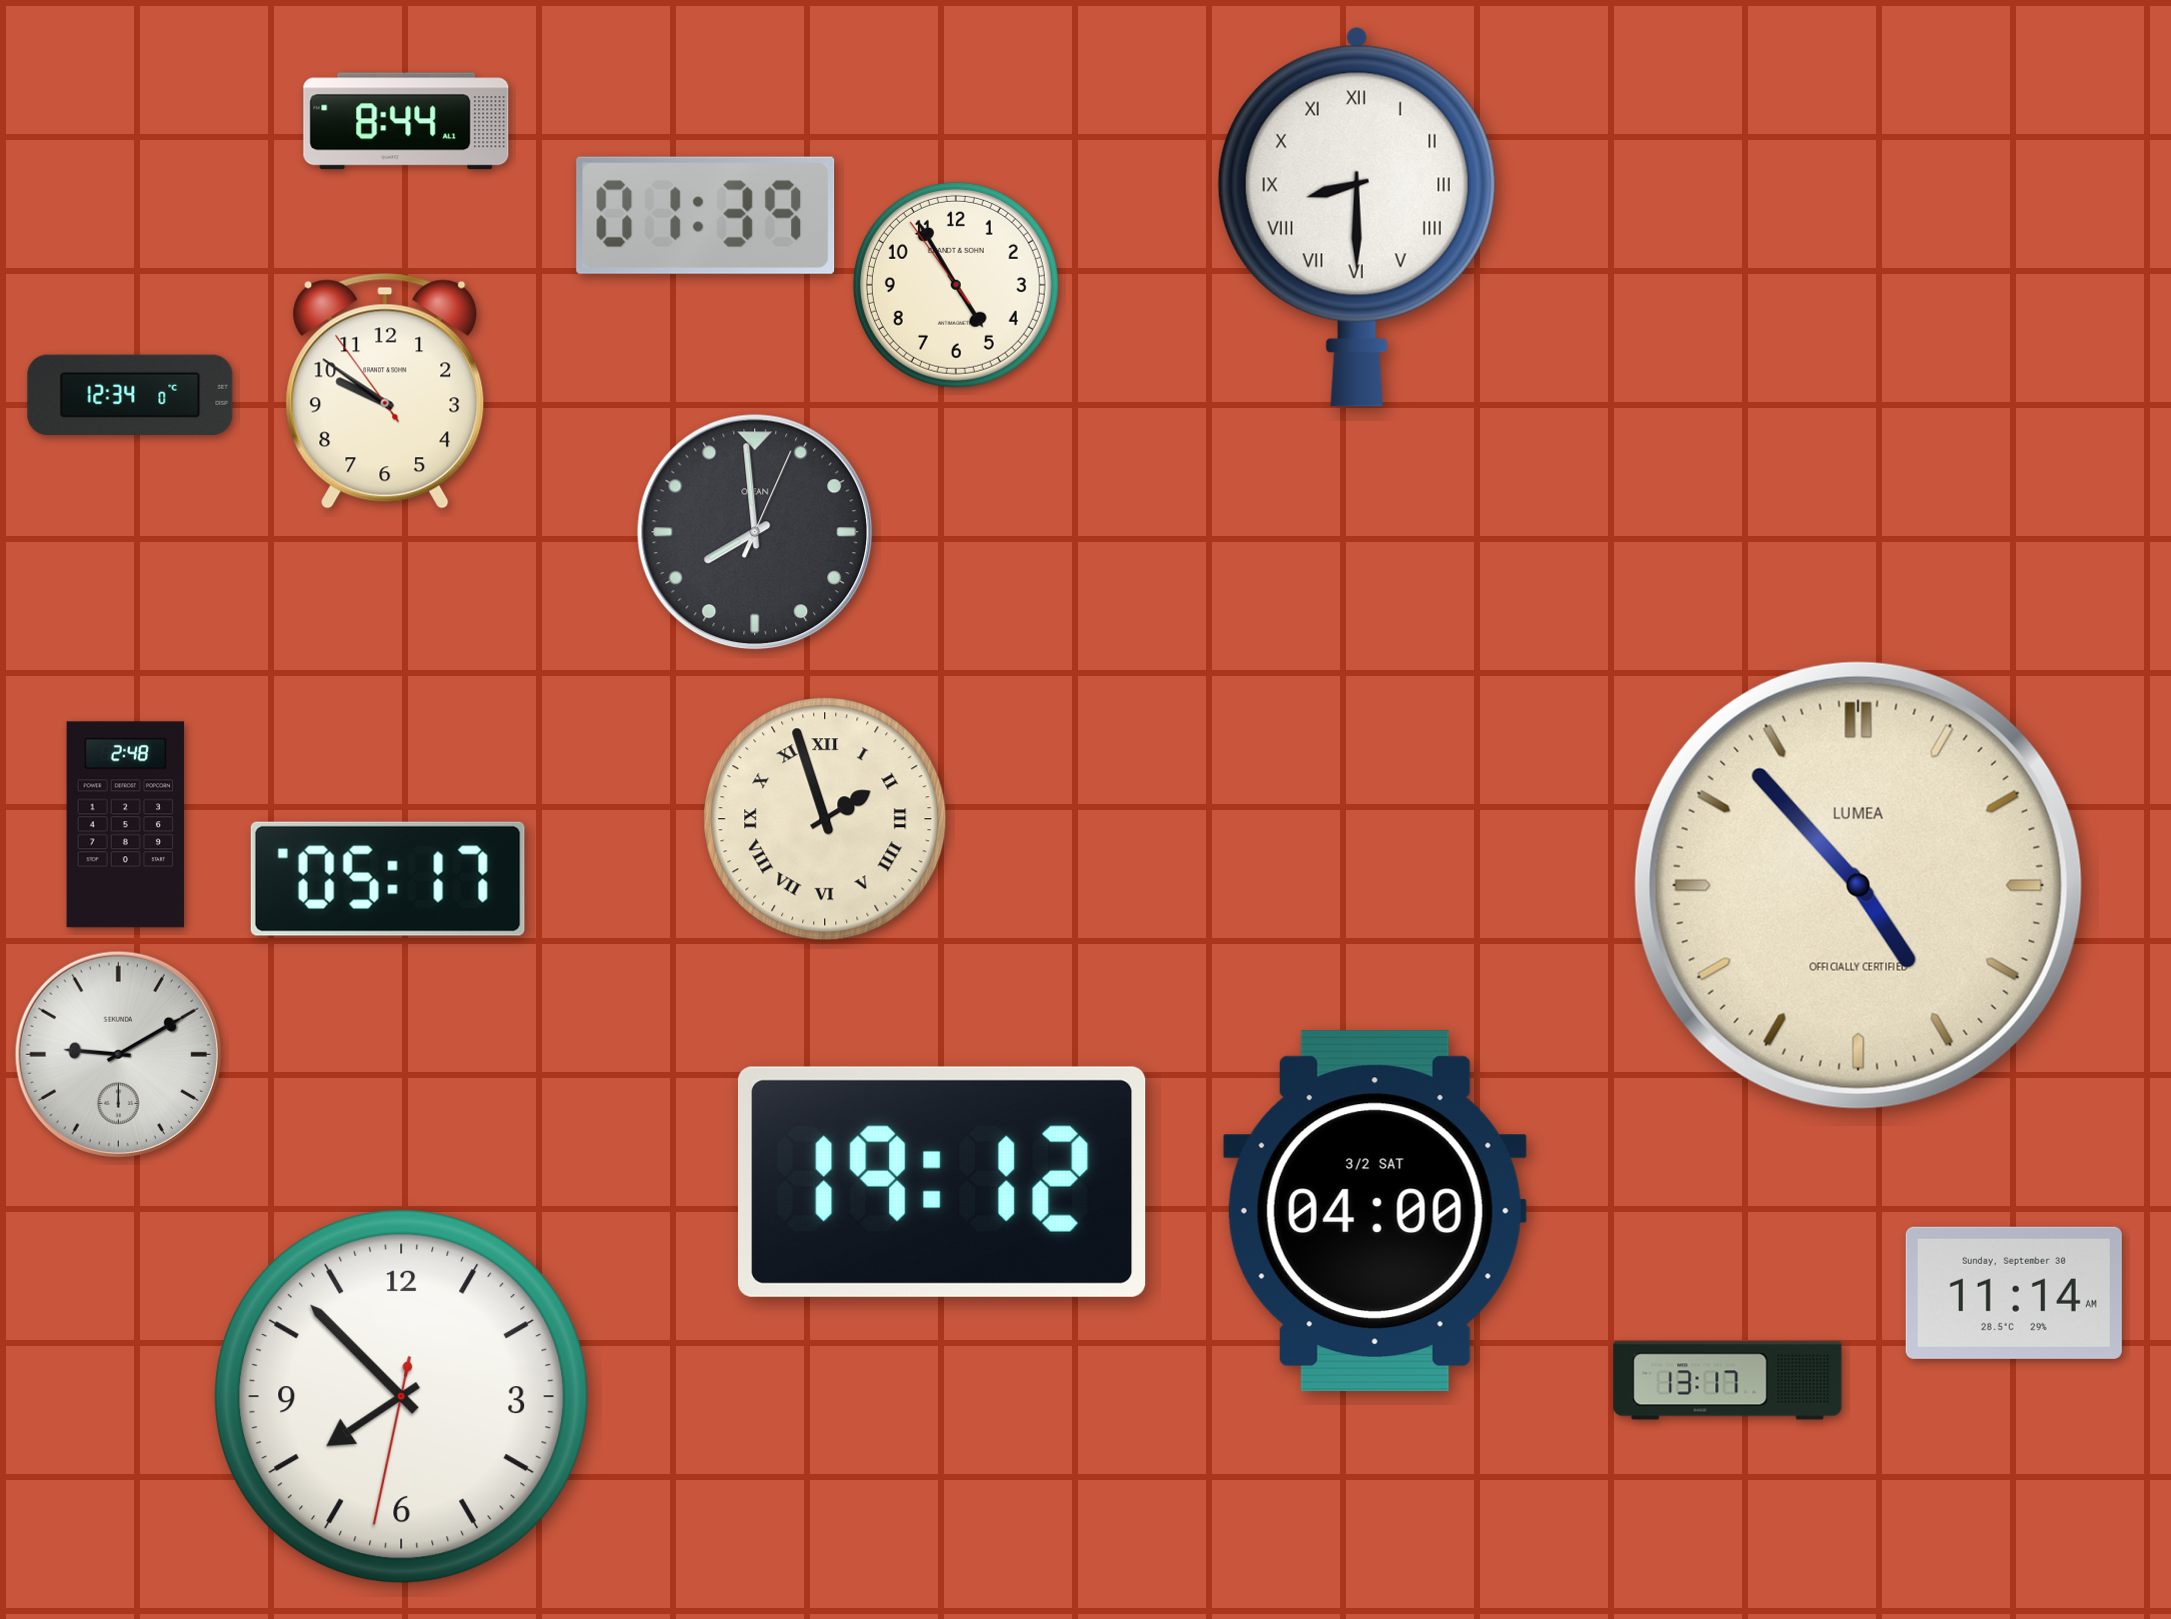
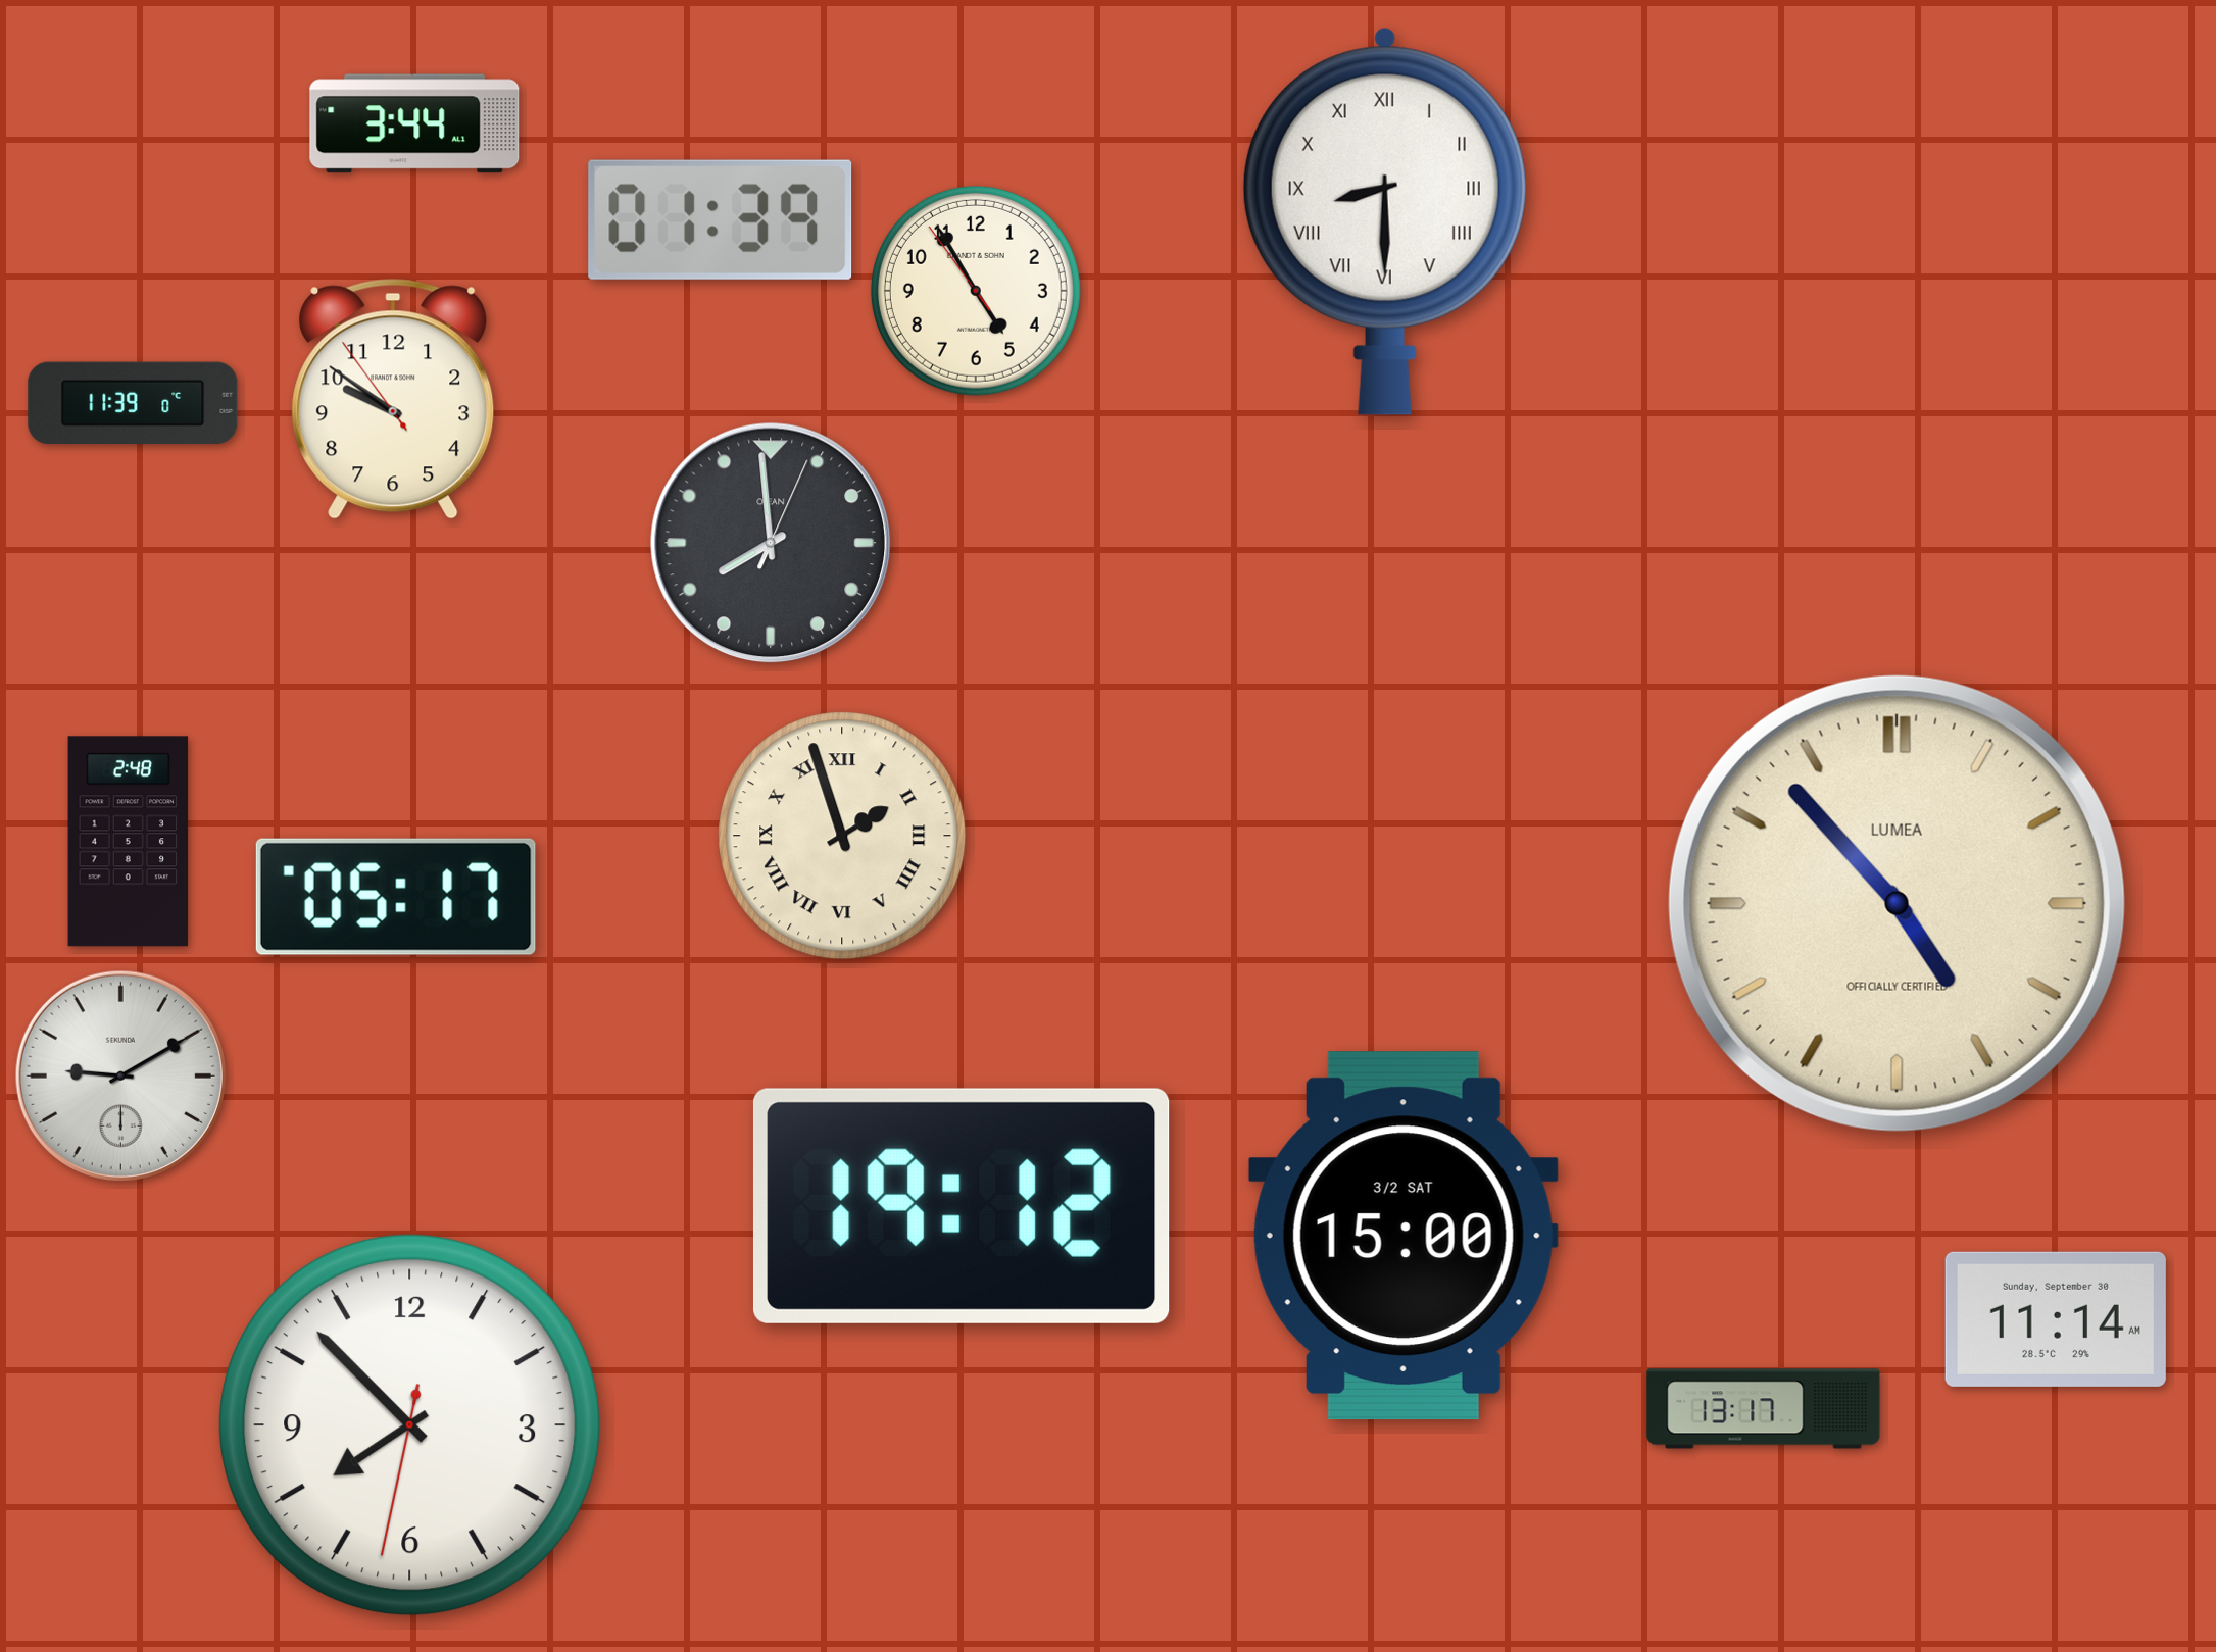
clock at (406, 121): 8:44 -> 3:44
clock at (130, 395): 12:34 -> 11:39
clock at (1375, 1211): 04:00 -> 15:00
